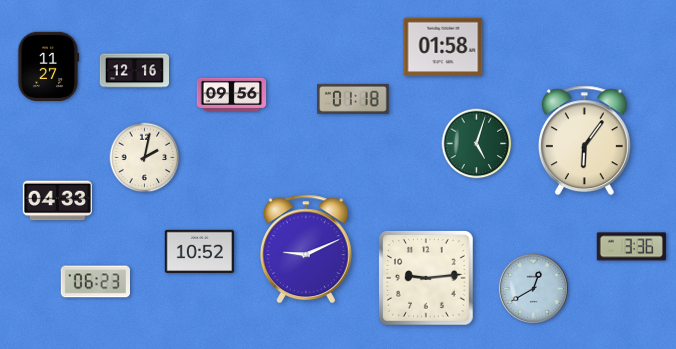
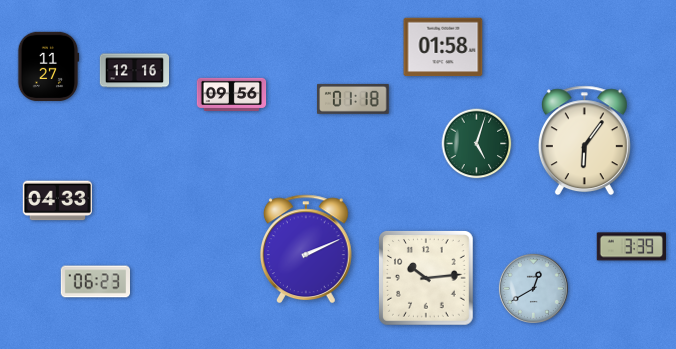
clock at (145, 158): 2:02 -> none
clock at (631, 247): 3:36 -> 3:39
clock at (306, 249): 9:11 -> 2:11
clock at (199, 251): 10:52 -> none
clock at (427, 279): 9:14 -> 10:14
